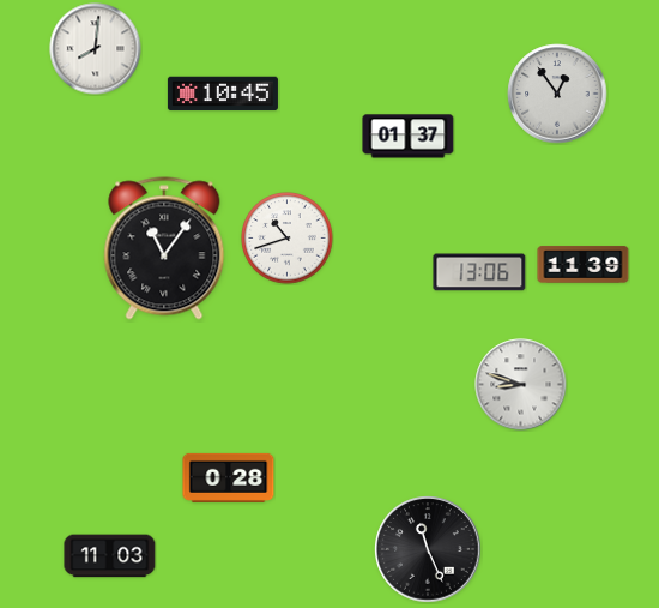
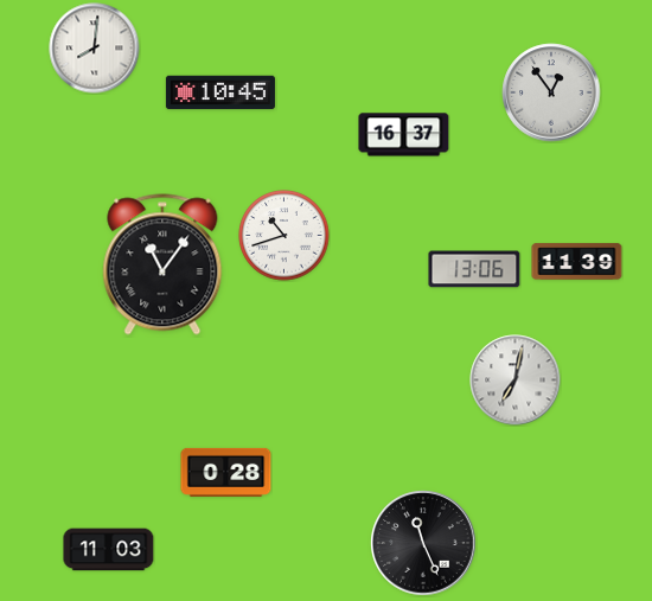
clock at (409, 137): 01:37 -> 16:37
clock at (164, 248) position: (164, 248) -> (162, 264)
clock at (521, 385): 8:48 -> 7:02
